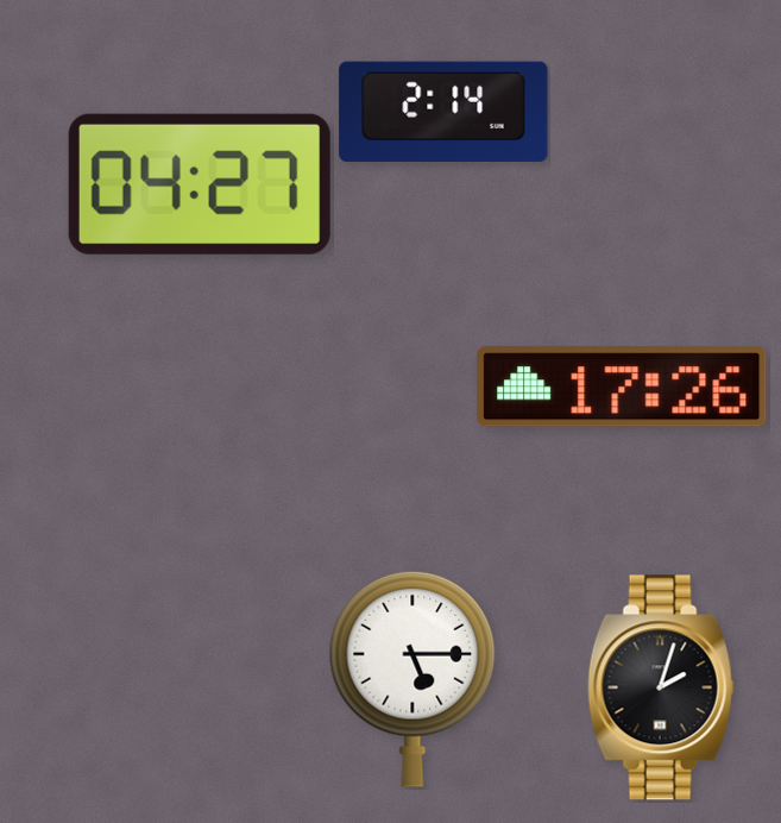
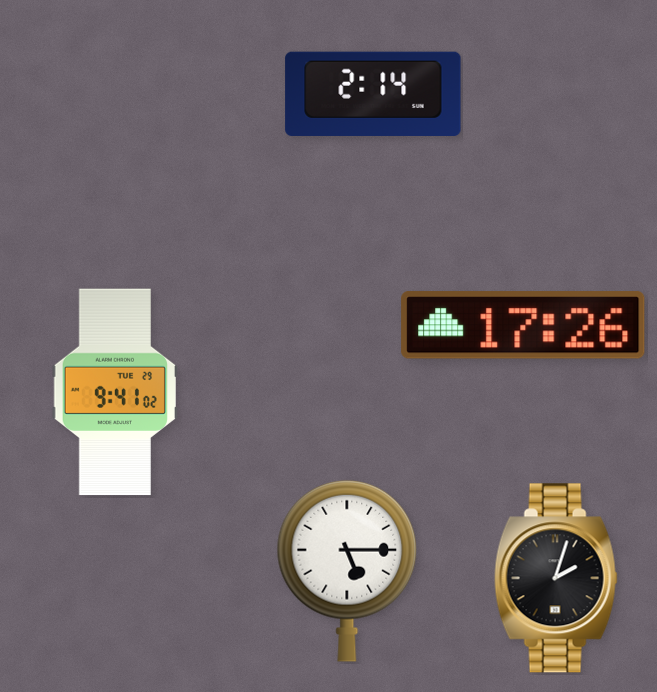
clock at (200, 184): 04:27 -> none
clock at (114, 392): none -> 9:41
